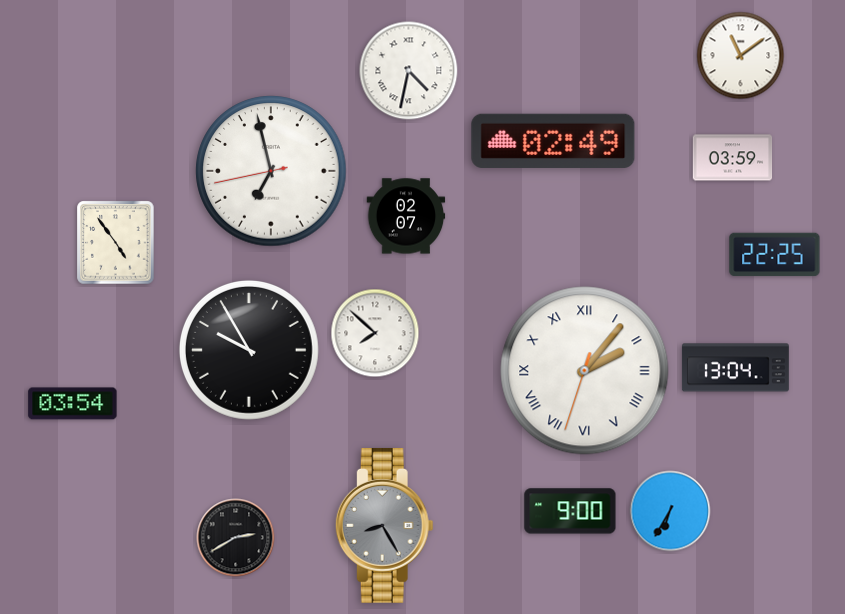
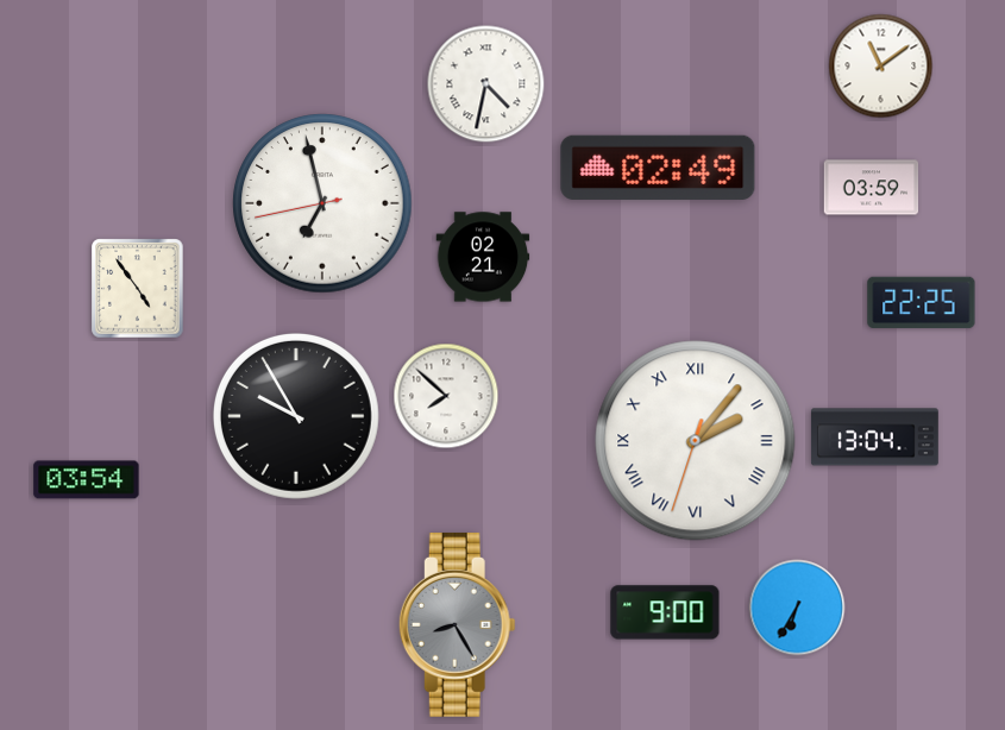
clock at (406, 216): 02:07 -> 02:21
clock at (570, 511) position: (570, 511) -> (665, 612)
clock at (236, 538): 2:40 -> none
